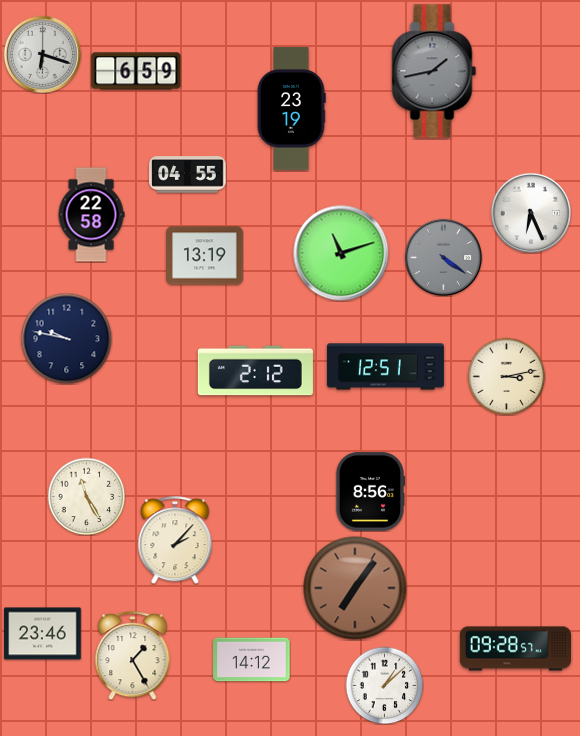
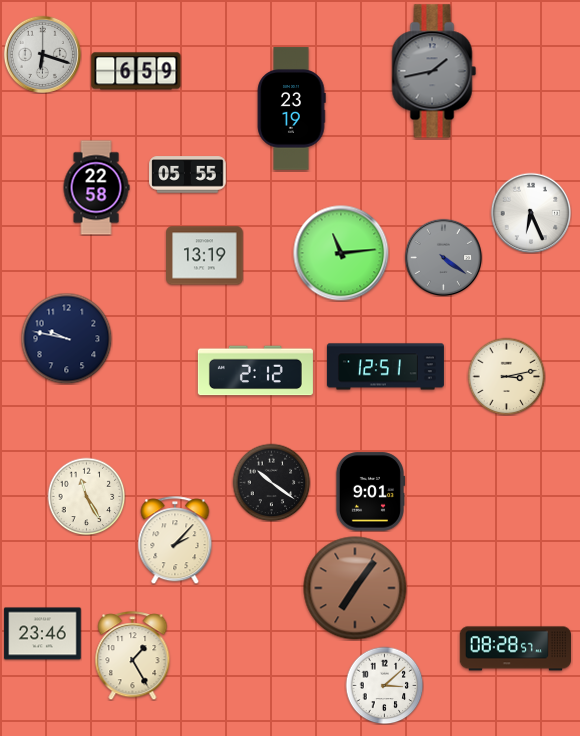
clock at (188, 175): 04:55 -> 05:55
clock at (91, 215) position: (91, 215) -> (96, 188)
clock at (341, 253): 11:12 -> 11:14
clock at (271, 482): none -> 10:21
clock at (370, 492): 8:56 -> 9:01
clock at (516, 649): 09:28 -> 08:28
clock at (252, 660): 14:12 -> none
clock at (384, 685): 1:08 -> 3:08
